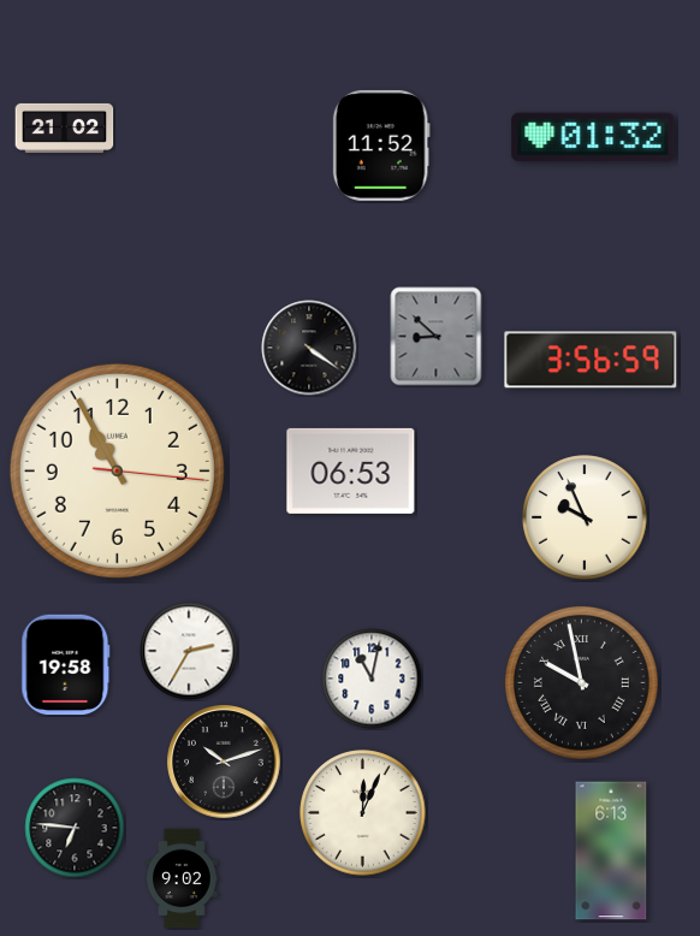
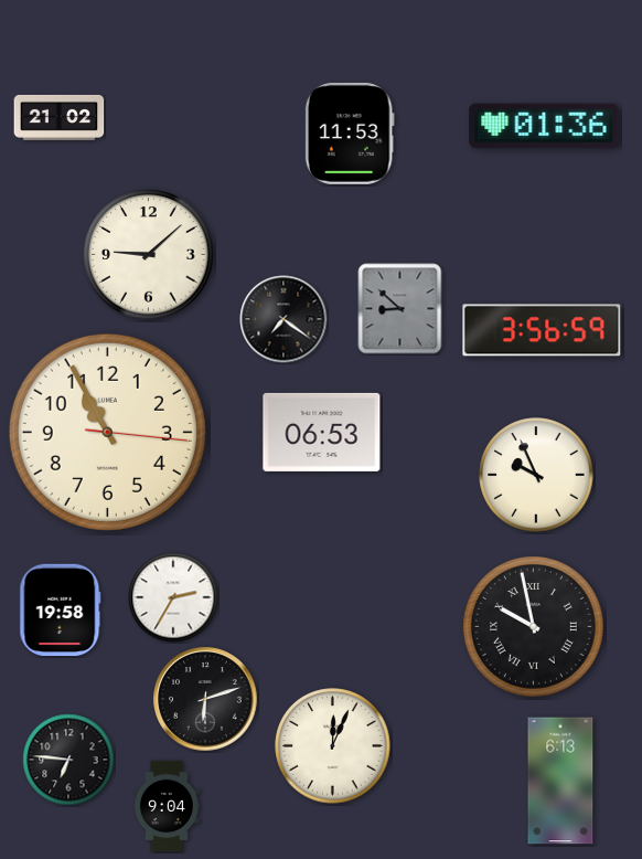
clock at (593, 137): 01:32 -> 01:36
clock at (381, 146): 11:52 -> 11:53
clock at (149, 255): none -> 9:08
clock at (309, 348): 4:21 -> 7:21
clock at (372, 679): 11:02 -> none
clock at (224, 762): 10:12 -> 6:12
clock at (183, 878): 9:02 -> 9:04
